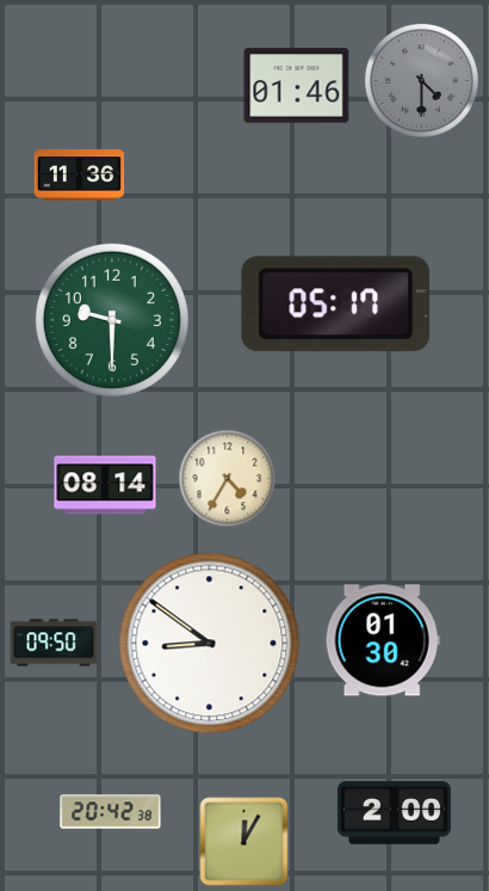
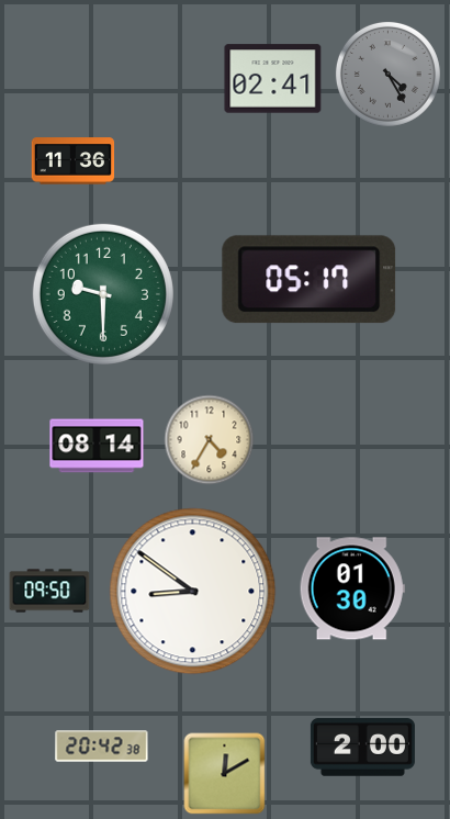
clock at (421, 80): 4:30 -> 4:25
clock at (297, 86): 01:46 -> 02:41
clock at (244, 842): 12:05 -> 12:10
